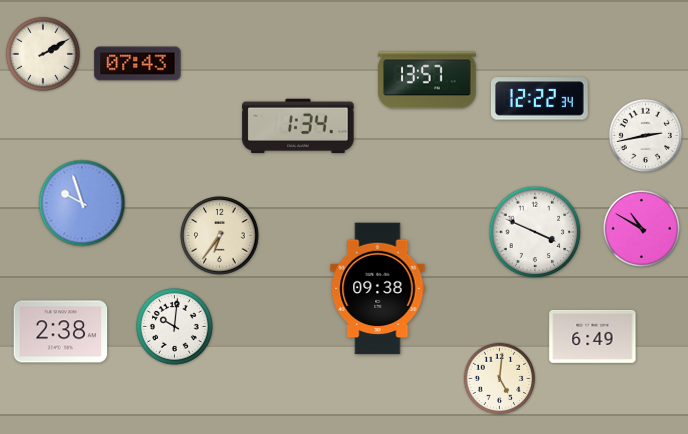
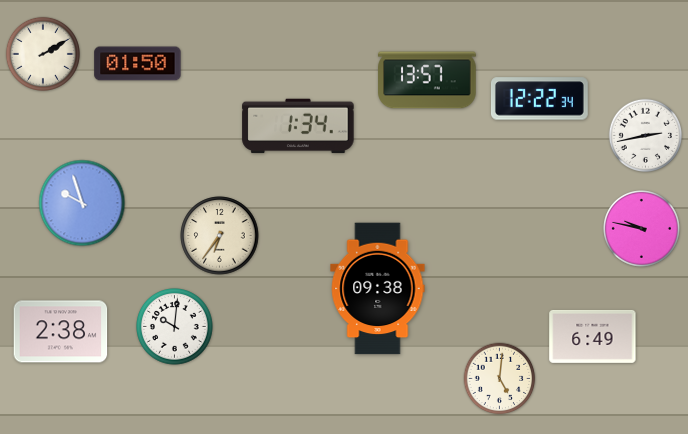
clock at (138, 64): 07:43 -> 01:50
clock at (642, 229): 10:50 -> 9:47
clock at (535, 232): 3:49 -> none
